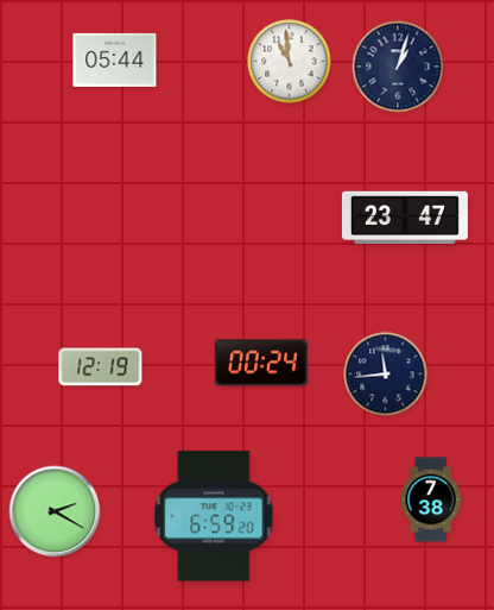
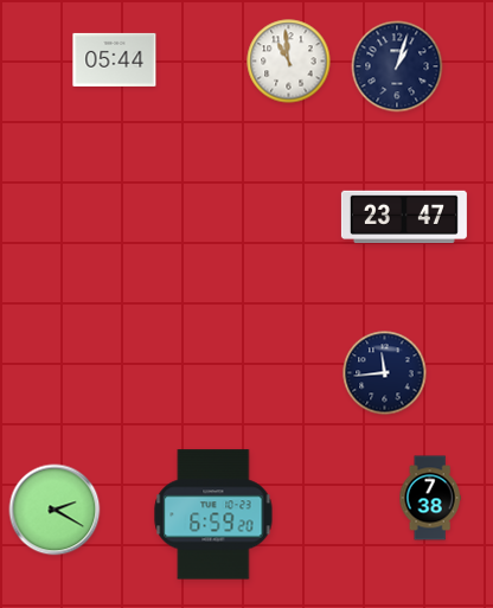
clock at (261, 363): 00:24 -> none
clock at (101, 367): 12:19 -> none
